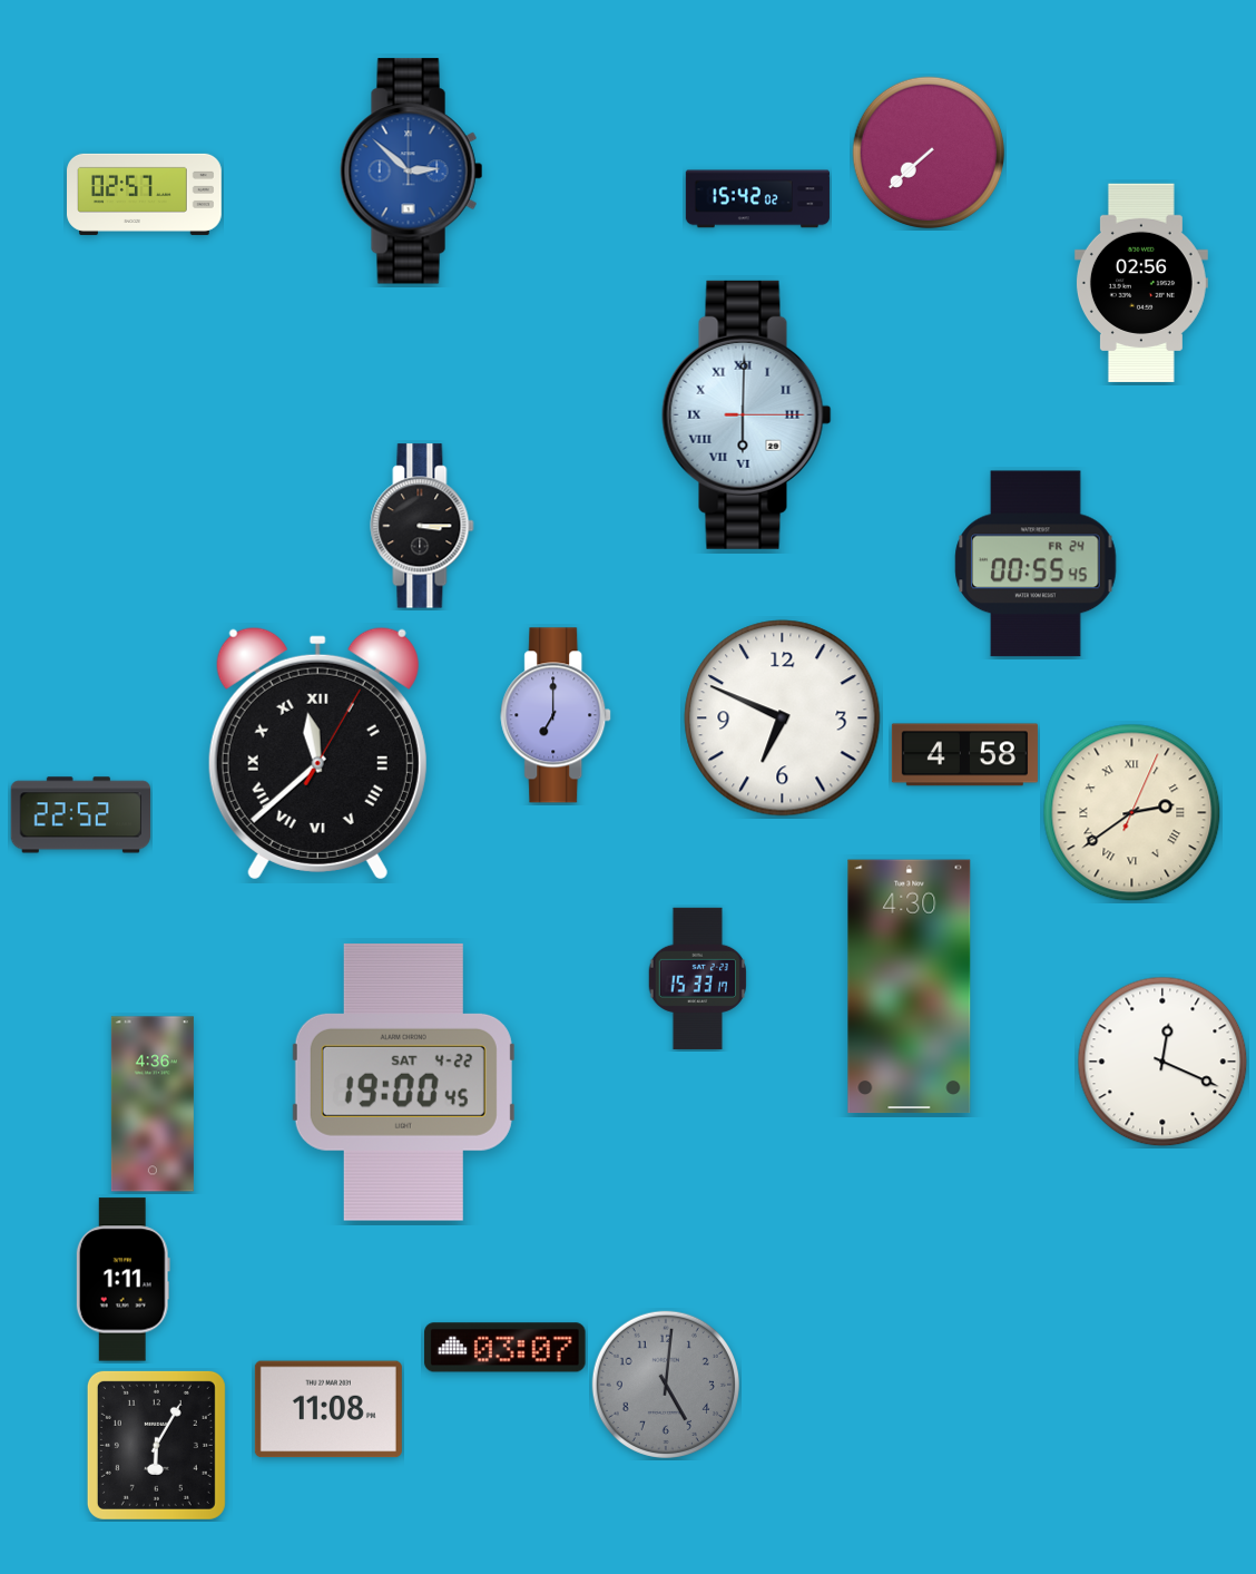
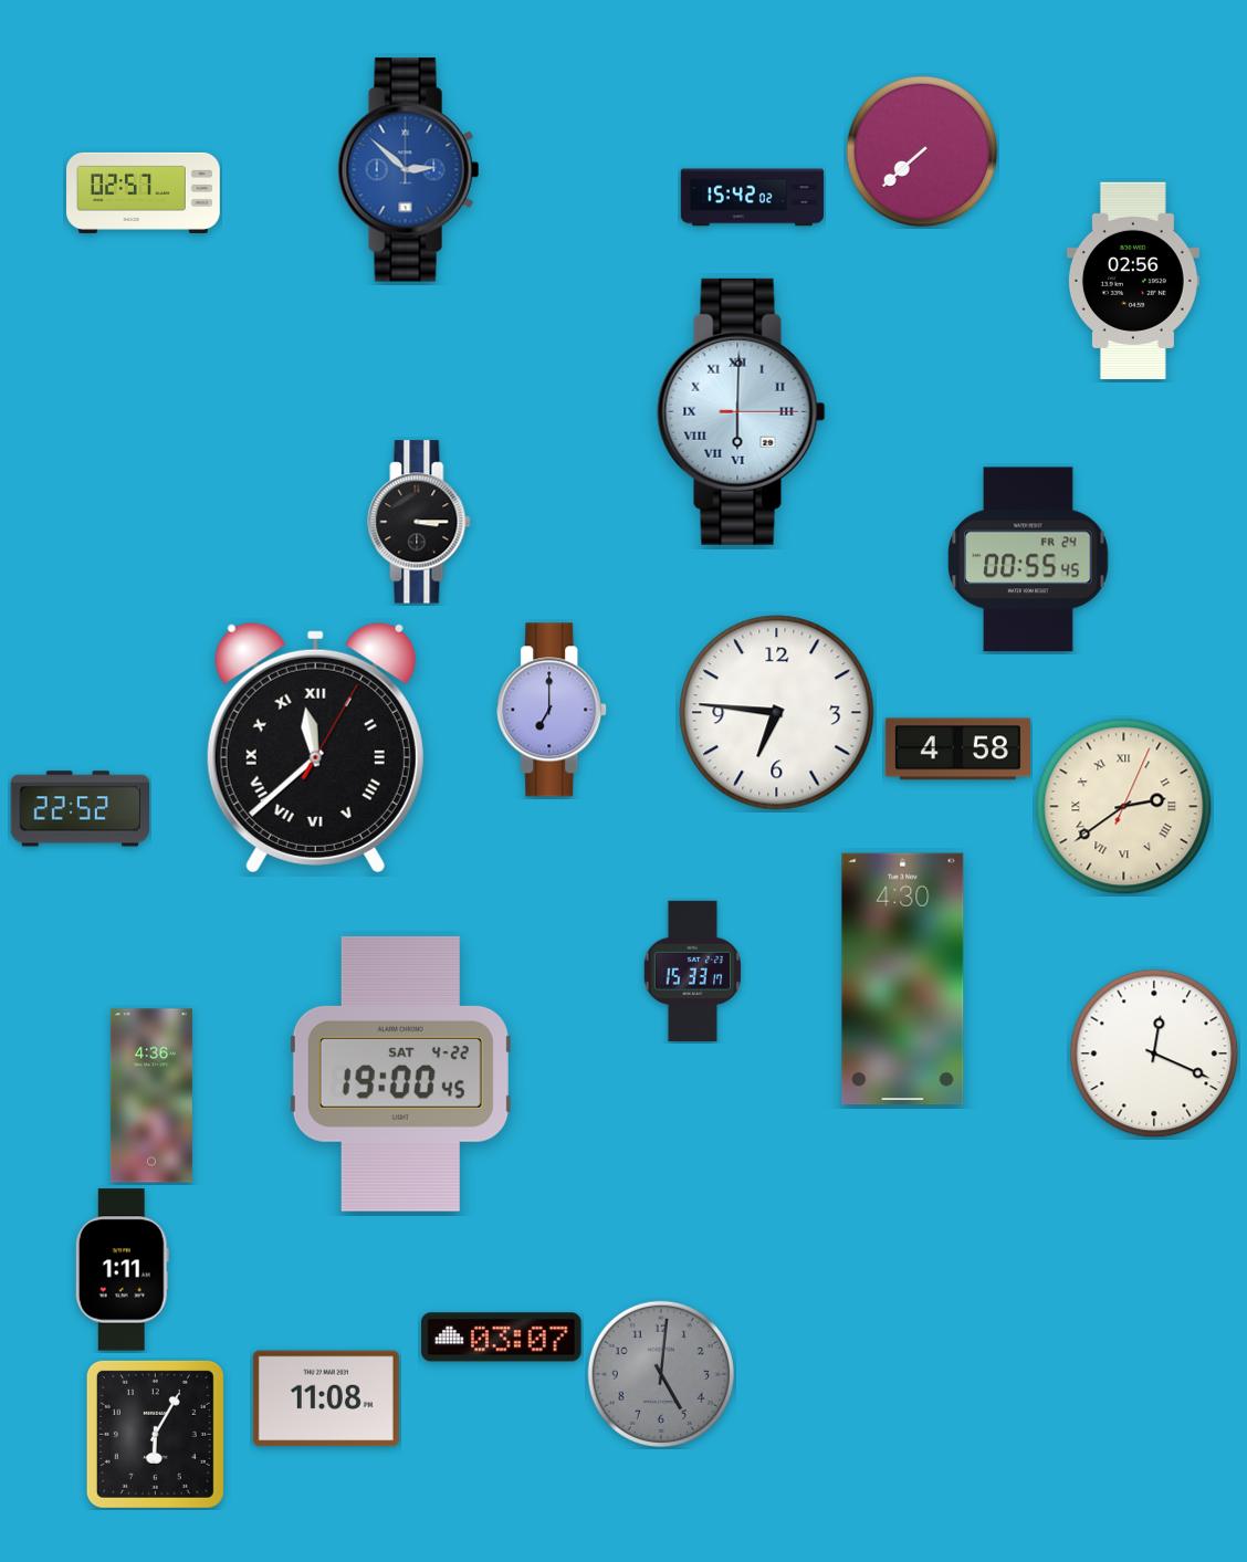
clock at (783, 718): 6:49 -> 6:46
